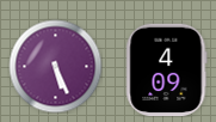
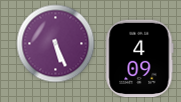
clock at (55, 66) position: (55, 66) -> (55, 43)
